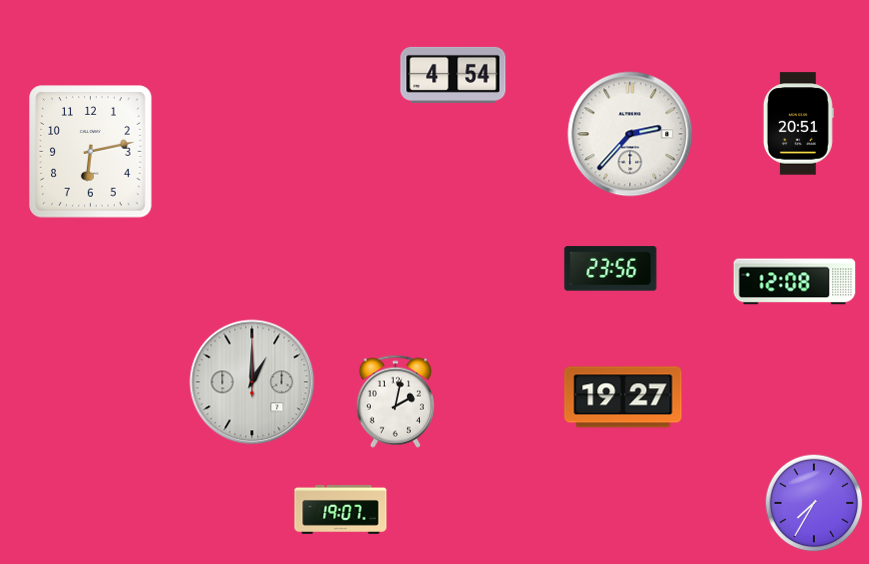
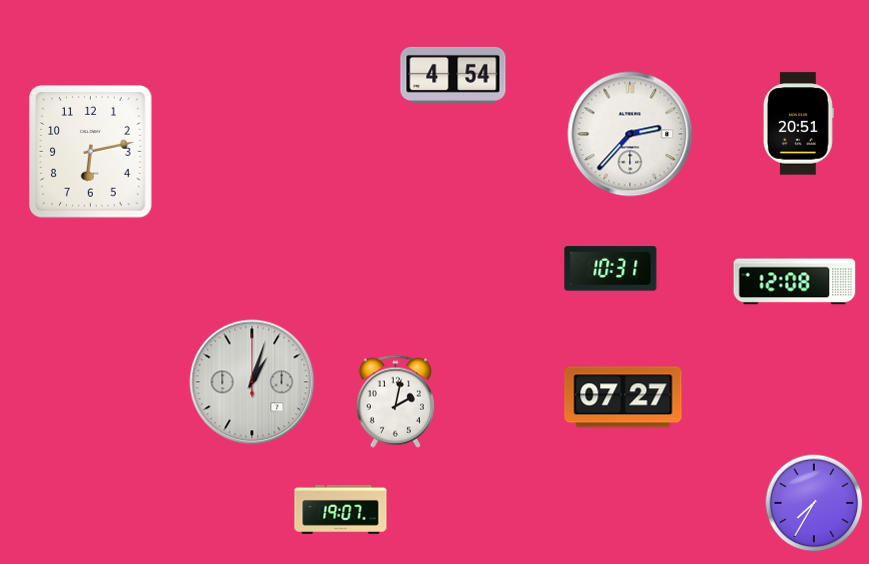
clock at (611, 269): 23:56 -> 10:31
clock at (252, 382): 1:00 -> 1:03
clock at (623, 397): 19:27 -> 07:27
